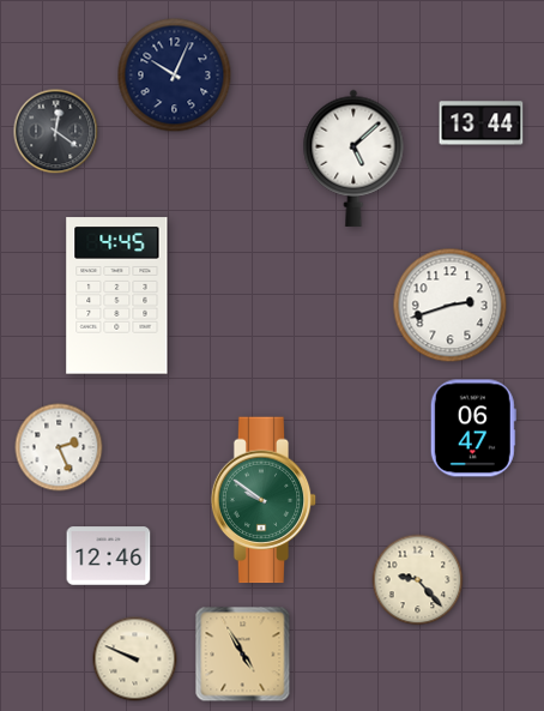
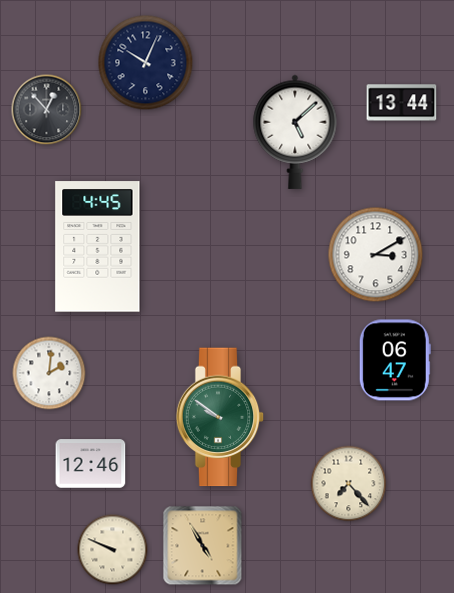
clock at (56, 132): 12:21 -> 12:53
clock at (451, 306): 2:42 -> 3:10
clock at (473, 428) position: (473, 428) -> (395, 360)
clock at (59, 447): 2:26 -> 2:01
clock at (418, 580): 9:23 -> 7:23
